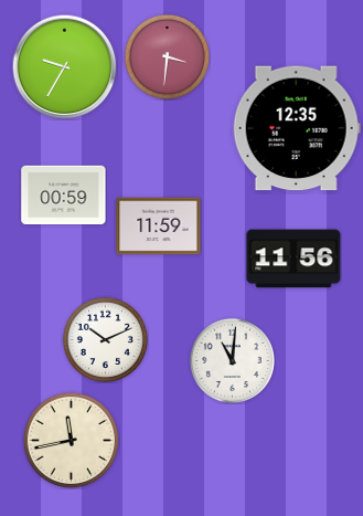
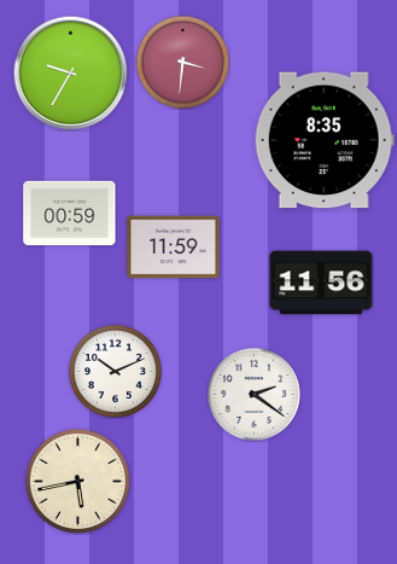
clock at (297, 128): 12:35 -> 8:35
clock at (232, 360): 11:01 -> 2:21
clock at (71, 440): 11:43 -> 5:43
